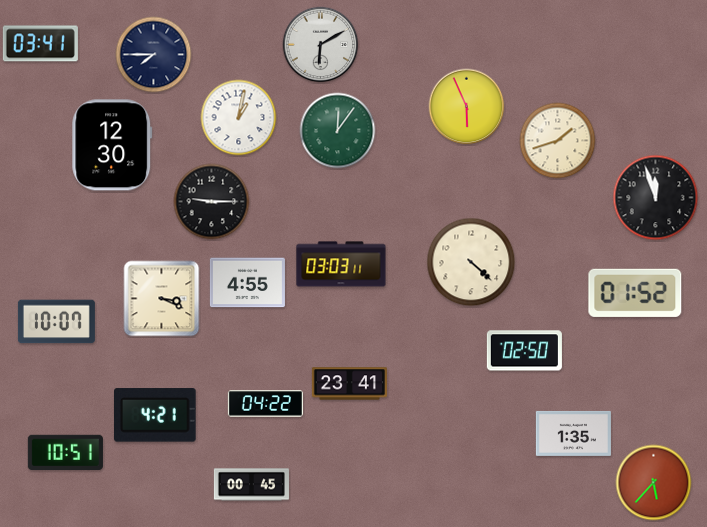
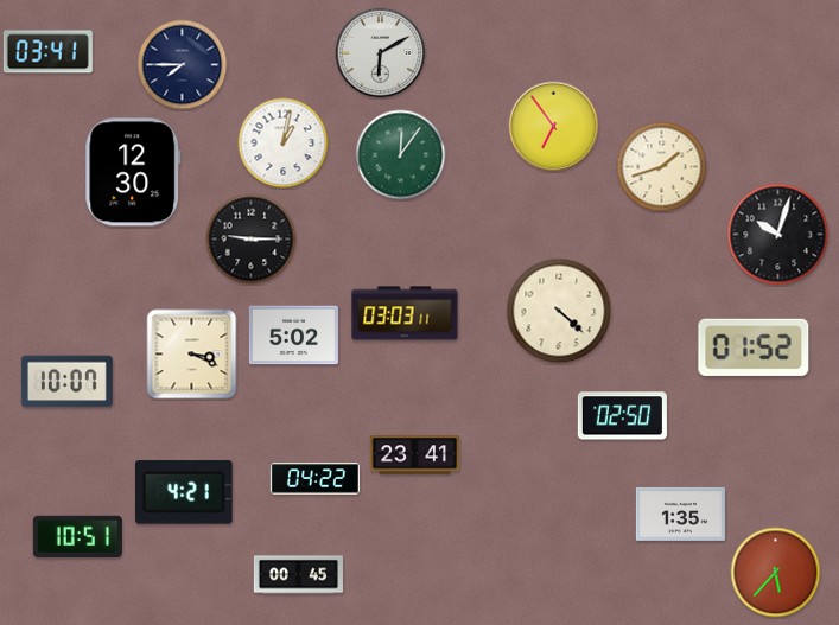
clock at (467, 107): 5:56 -> 6:54
clock at (239, 118) position: (239, 118) -> (284, 144)
clock at (656, 198): 11:57 -> 10:03
clock at (247, 283): 4:55 -> 5:02
